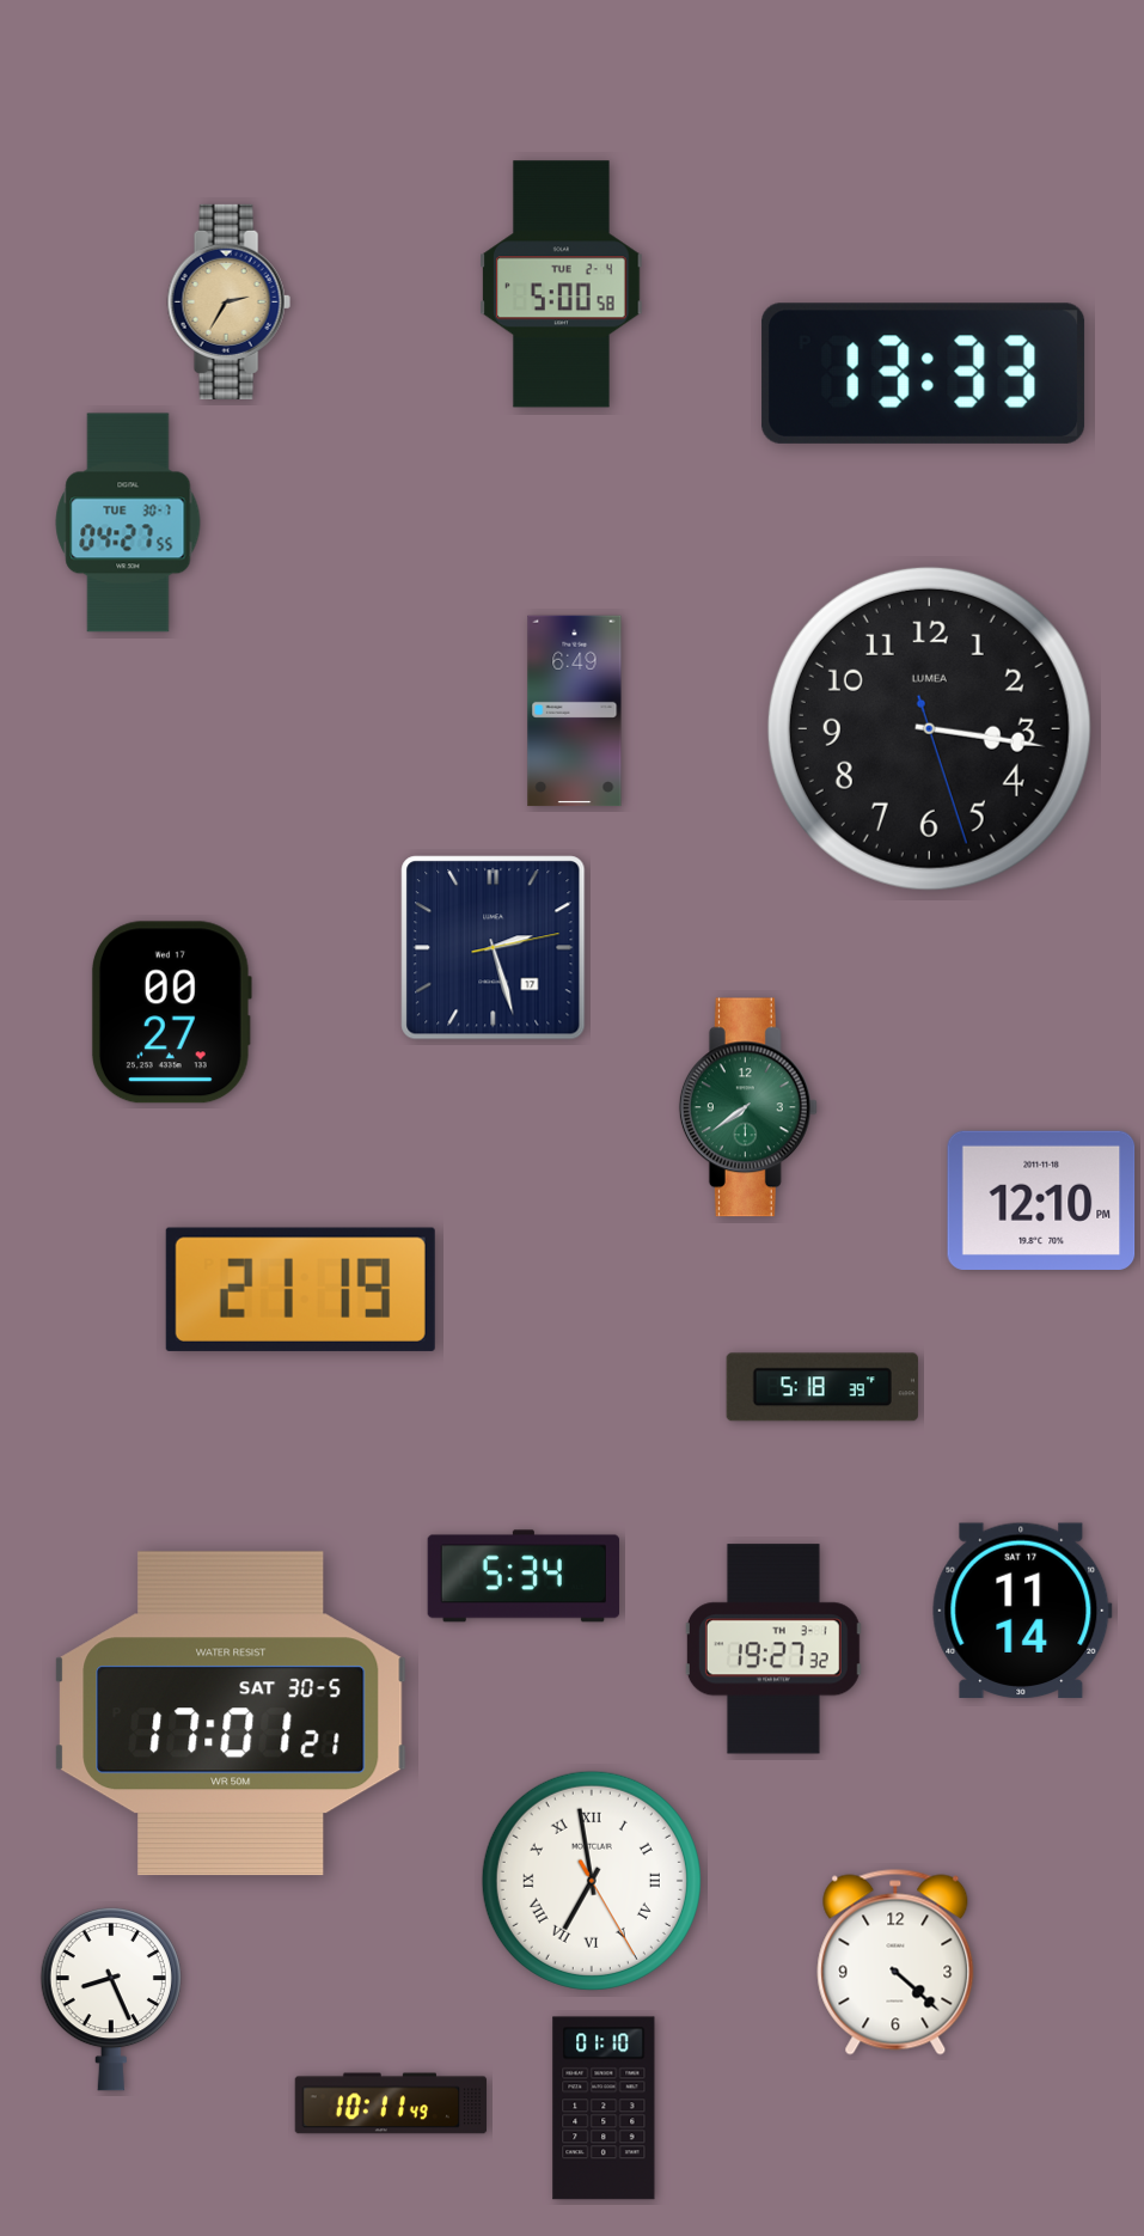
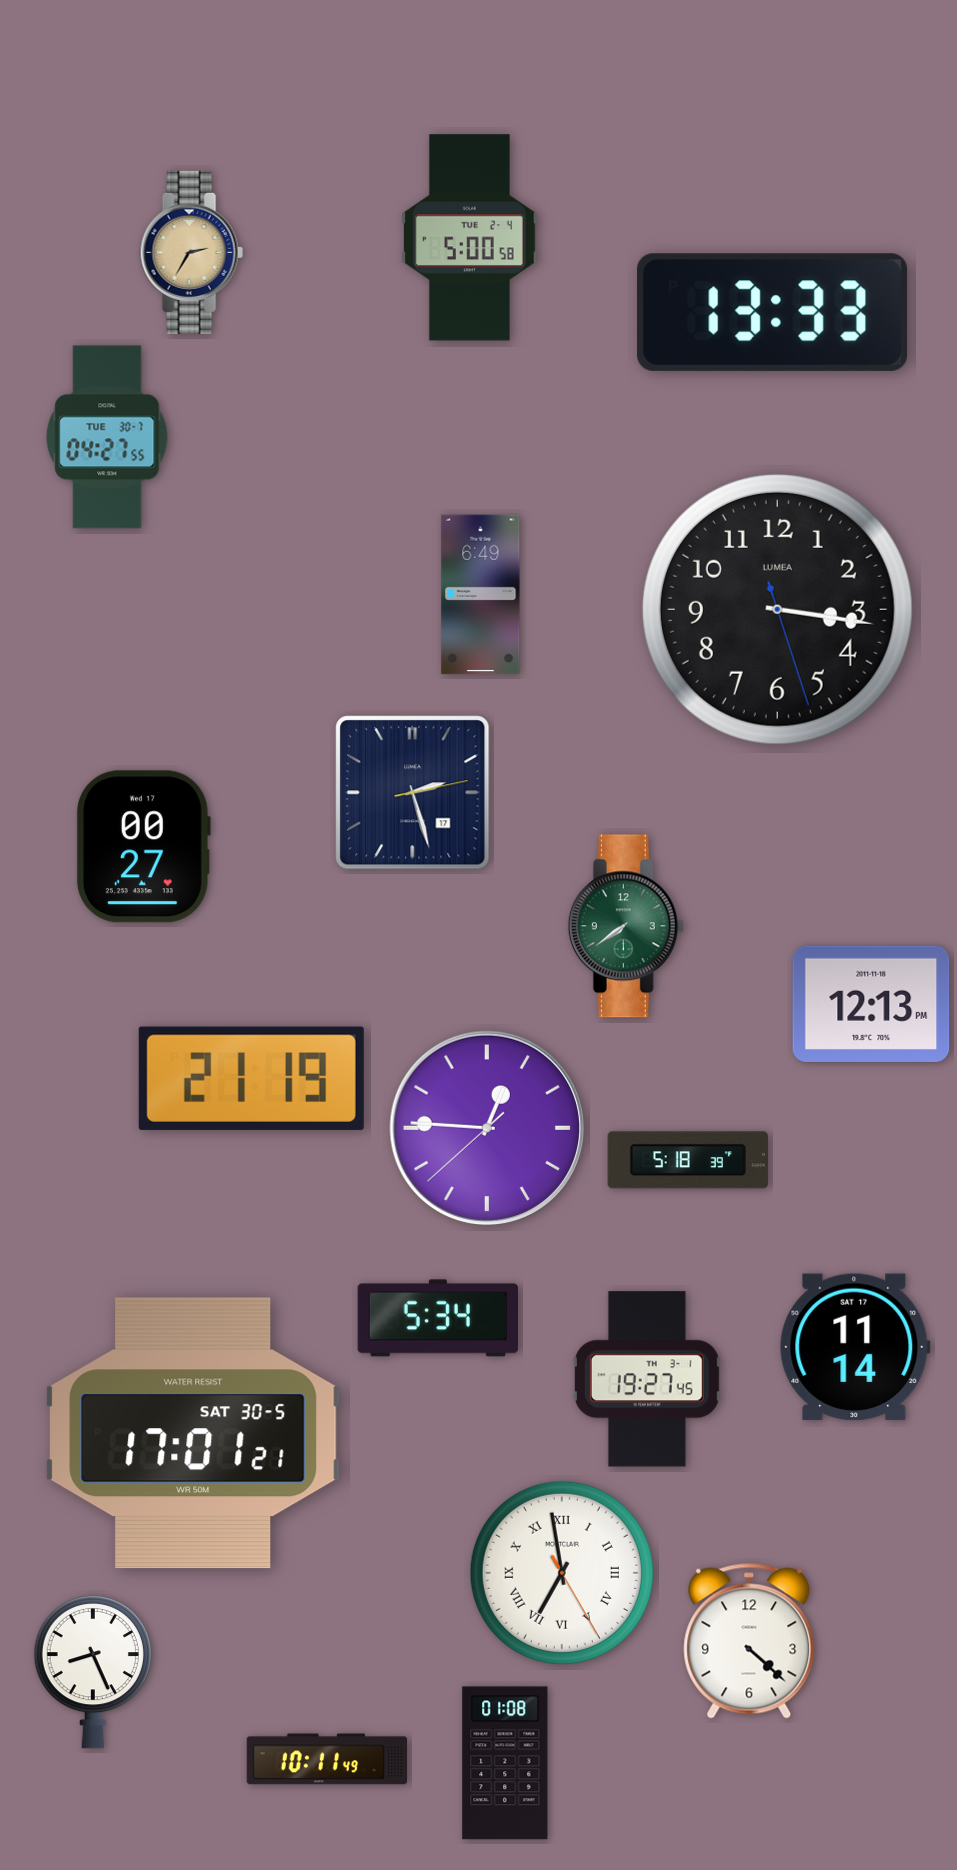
clock at (1041, 1201): 12:10 -> 12:13
clock at (487, 1128): none -> 12:45
clock at (773, 1649): 19:27:32 -> 19:27:45
clock at (592, 1881) position: (592, 1881) -> (562, 1573)
clock at (604, 2108): 01:10 -> 01:08
